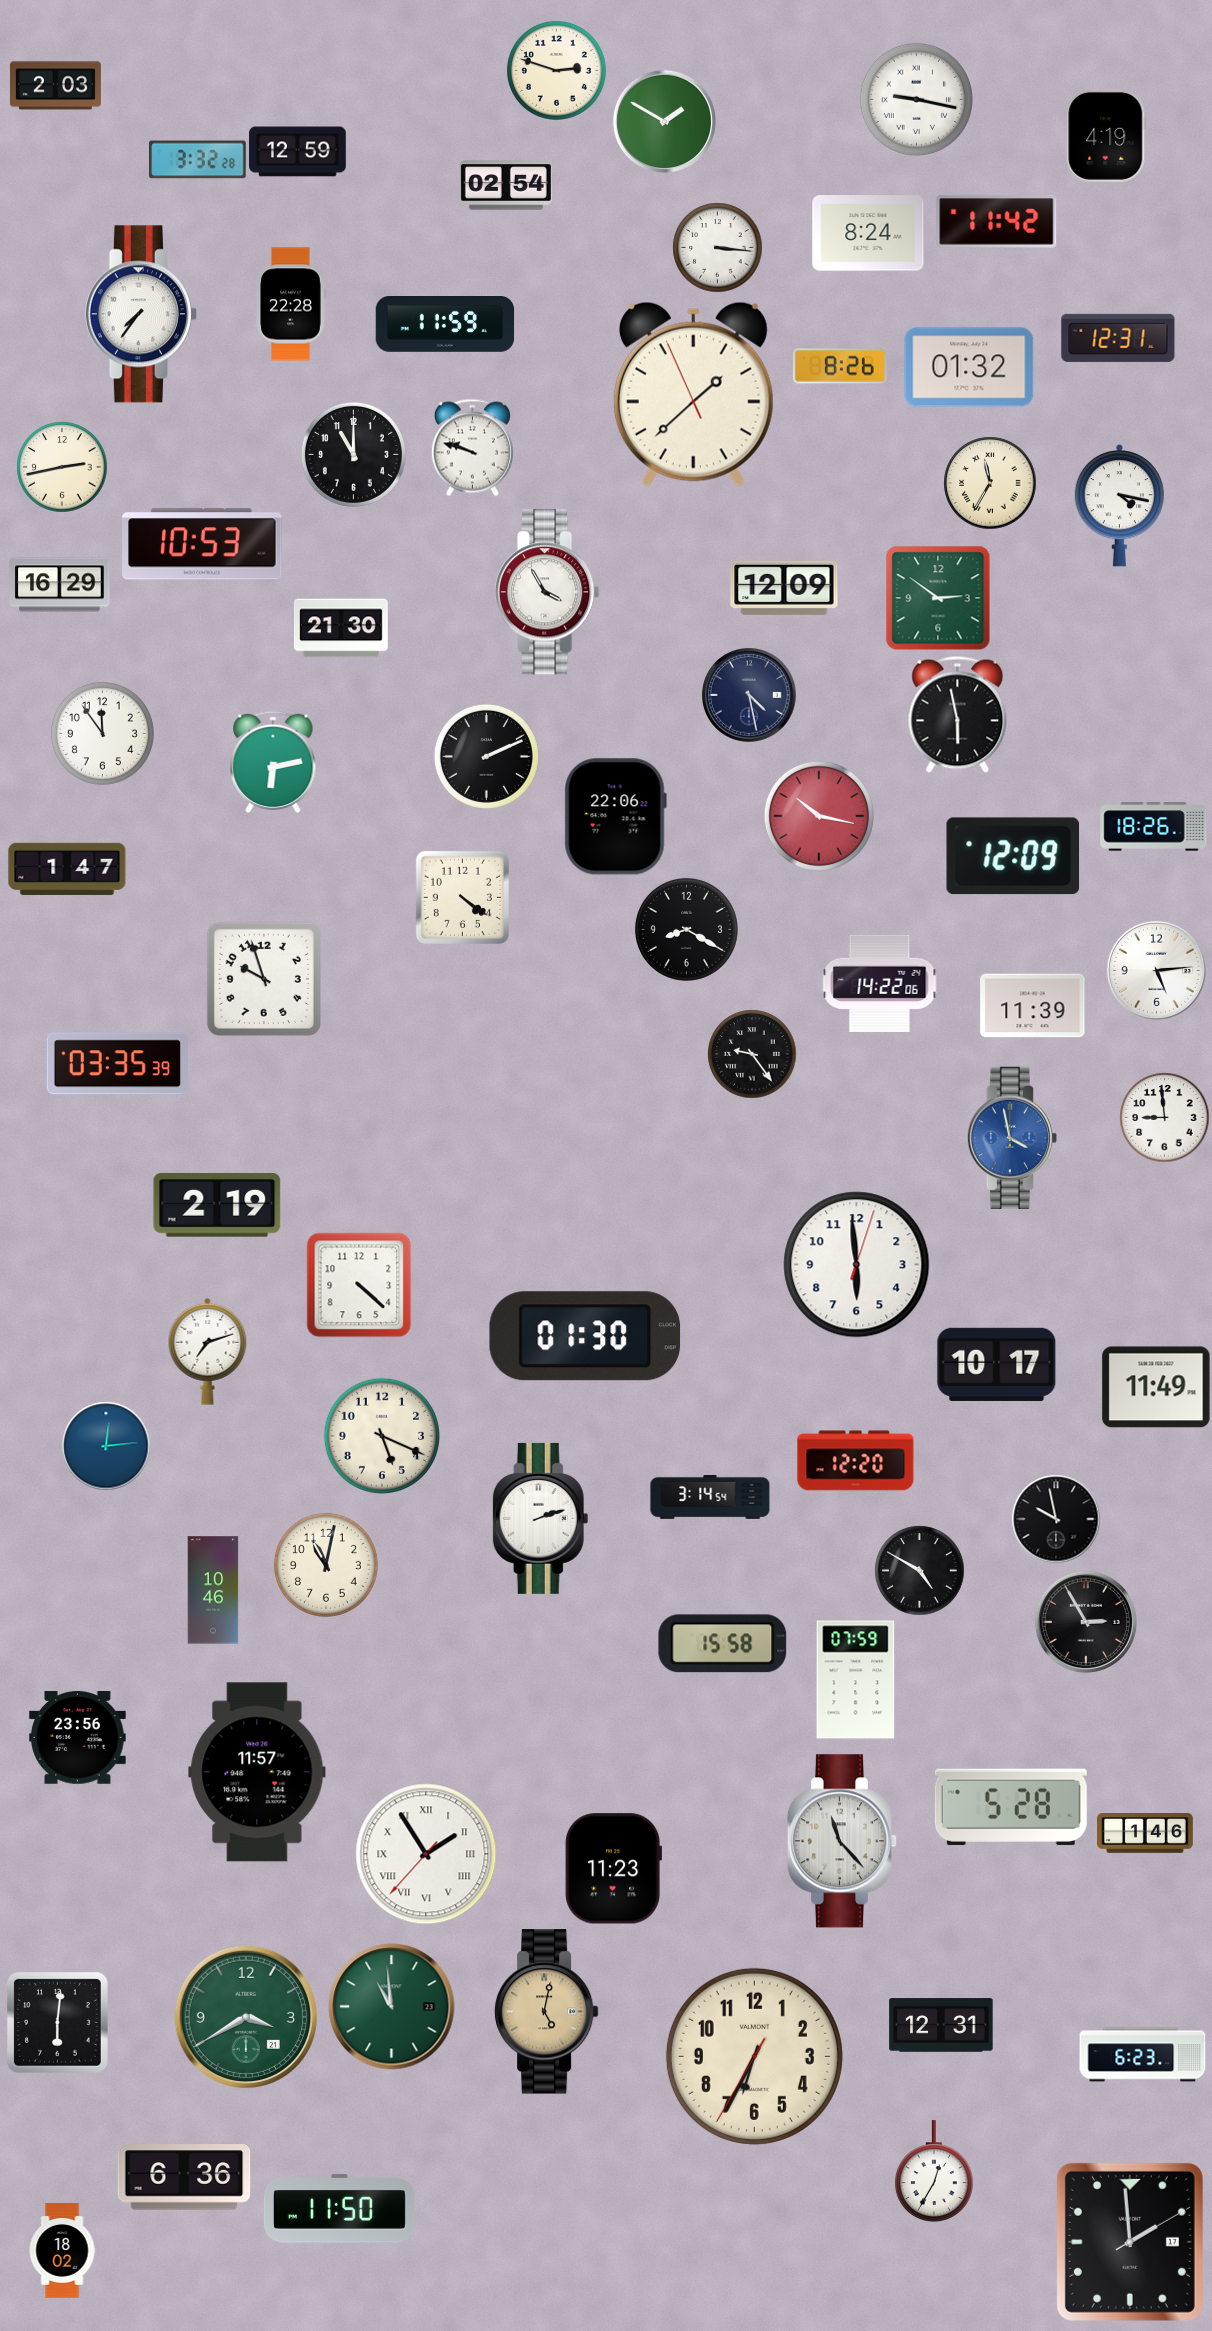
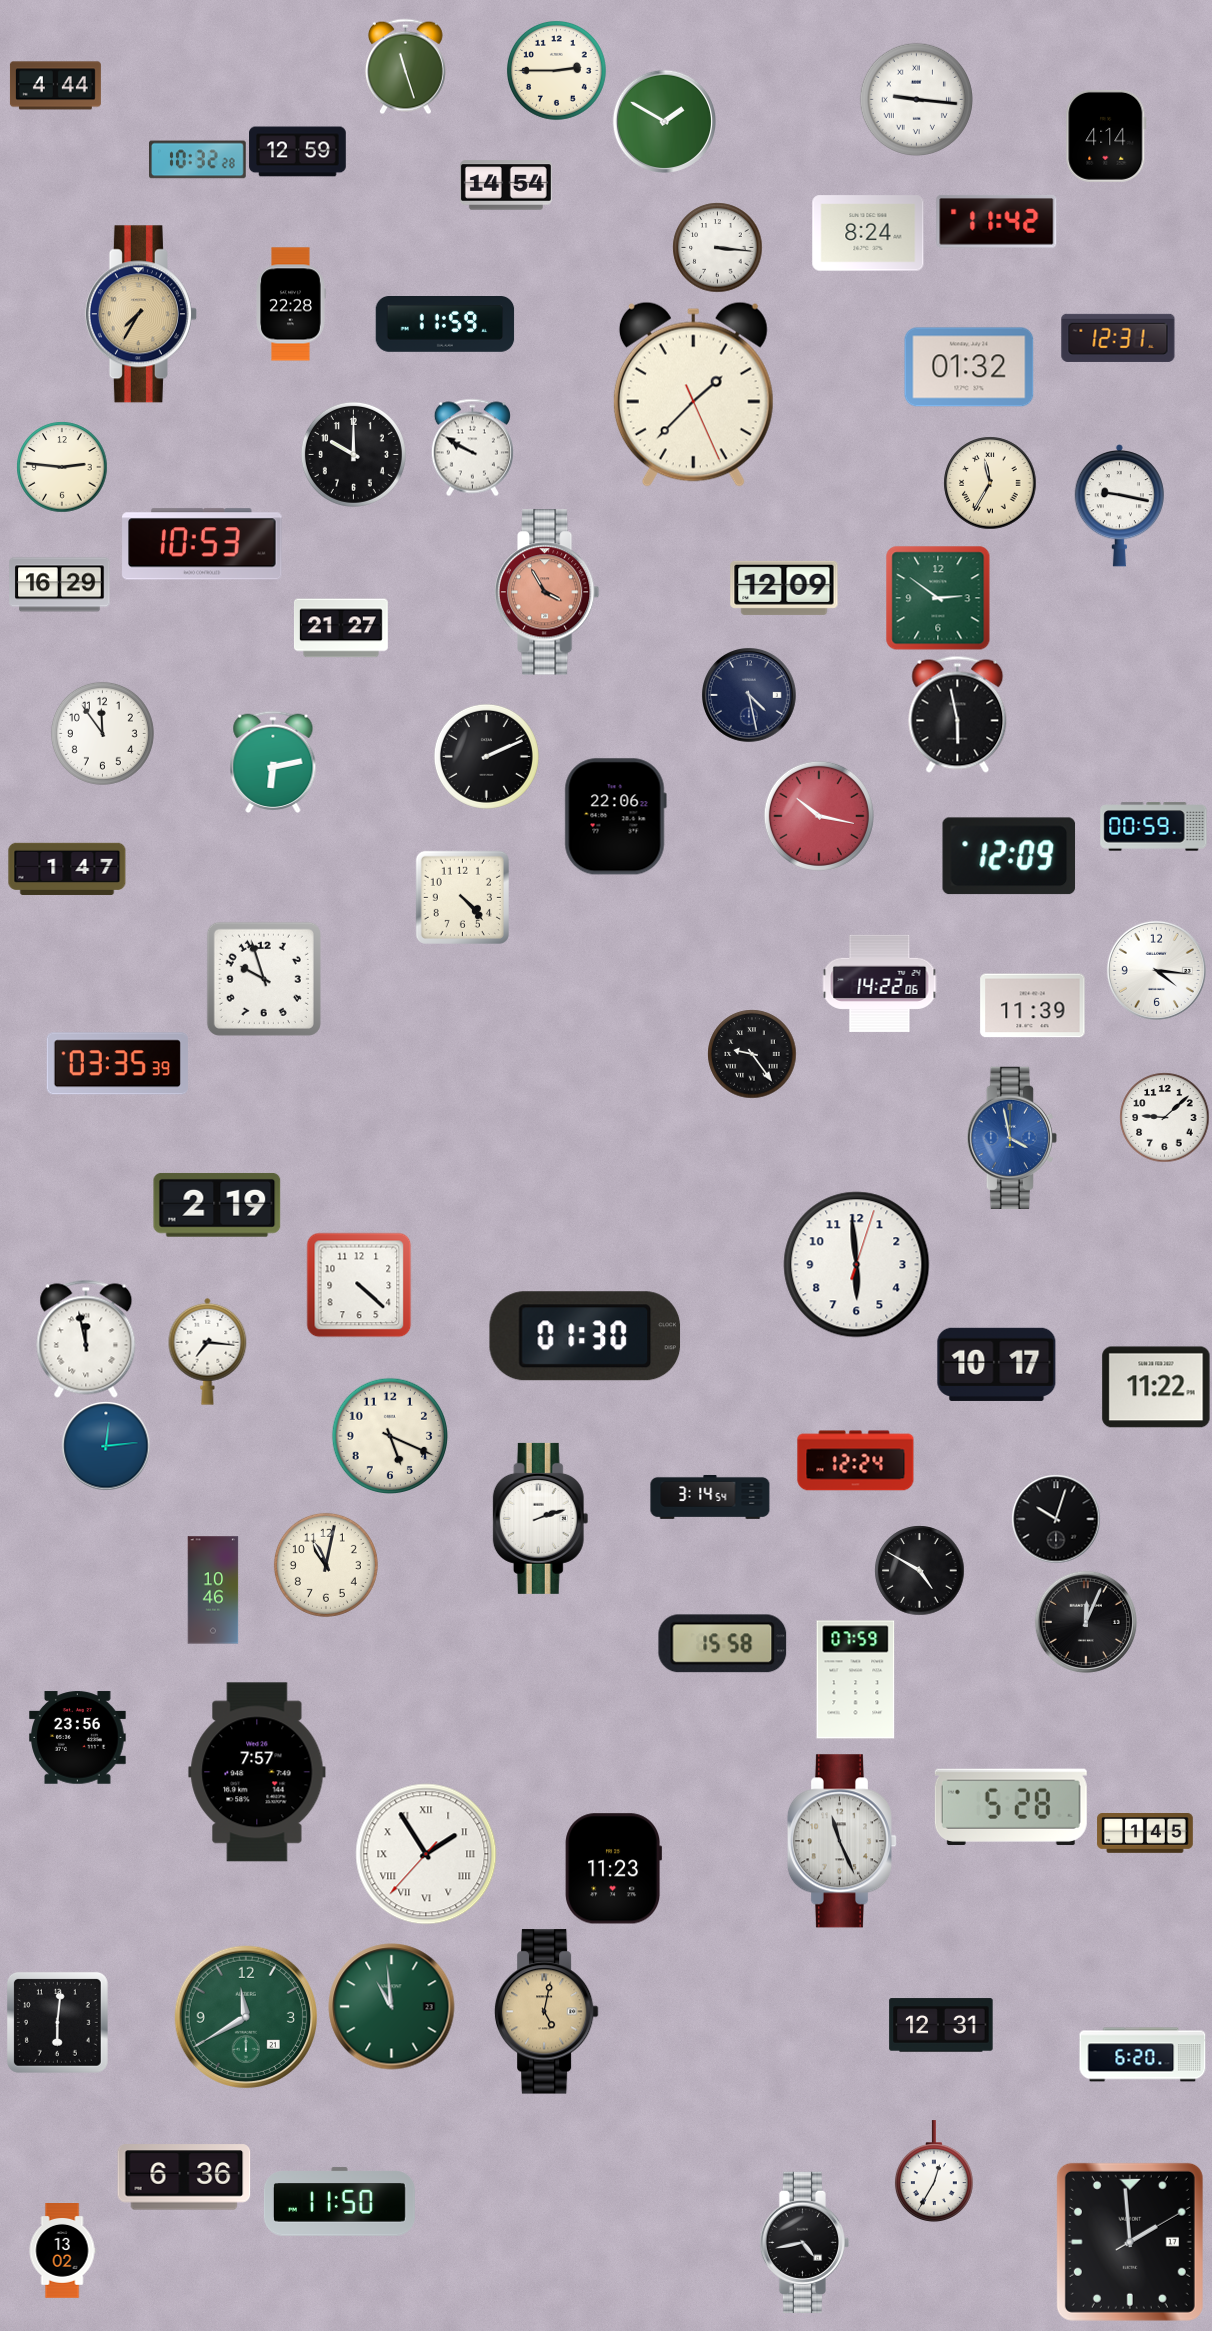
clock at (405, 66): none -> 11:27
clock at (557, 71): 2:48 -> 2:45
clock at (55, 86): 2:03 -> 4:44
clock at (916, 99): 9:17 -> 9:16
clock at (1106, 136): 4:19 -> 4:14
clock at (198, 160): 3:32 -> 10:32
clock at (506, 185): 02:54 -> 14:54
clock at (141, 314): 7:36 -> 7:35
clock at (141, 314) dial: white -> champagne
clock at (840, 366): 8:26 -> none
clock at (693, 394): 1:37:56 -> 1:37:26
clock at (472, 447): 9:48 -> 9:50
clock at (353, 454): 11:00 -> 10:00
clock at (62, 467): 2:43 -> 2:46
clock at (1119, 506): 4:17 -> 9:17
clock at (547, 592) dial: white -> salmon
clock at (341, 628): 21:30 -> 21:27
clock at (1154, 827): 18:26 -> 00:59
clock at (1013, 856) position: (1013, 856) -> (1009, 856)
clock at (462, 897): 4:21 -> 4:23
clock at (686, 929): 8:20 -> none
clock at (1156, 970): 5:14 -> 4:16
clock at (1164, 1117): 8:59 -> 9:08
clock at (86, 1339): none -> 11:58
clock at (208, 1351): 7:12 -> 7:16
clock at (1156, 1387): 11:49 -> 11:22
clock at (382, 1436) position: (382, 1436) -> (390, 1436)
clock at (856, 1461): 12:20 -> 12:24
clock at (1056, 1519): 9:58 -> 10:03
clock at (1086, 1622): 2:55 -> 12:04
clock at (257, 1772): 11:57 -> 7:57
clock at (1145, 1834): 1:46 -> 1:45
clock at (842, 1841): 11:23 -> 11:26
clock at (246, 2017): 3:40 -> 11:40
clock at (1143, 2055): 6:23 -> 6:20
clock at (754, 2056): 6:34 -> none
clock at (339, 2209) position: (339, 2209) -> (339, 2202)
clock at (804, 2242): none -> 4:43
clock at (62, 2251): 18:02 -> 13:02
